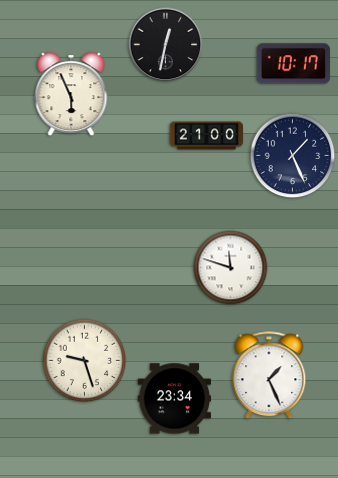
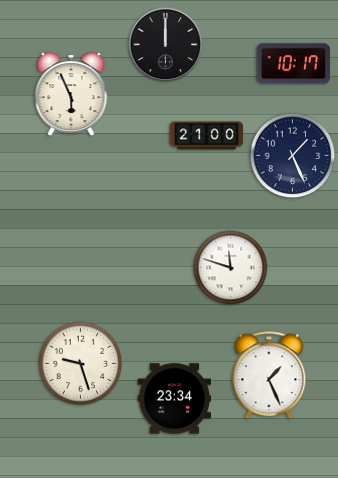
clock at (166, 45): 12:32 -> 12:00
clock at (85, 361) position: (85, 361) -> (81, 364)
